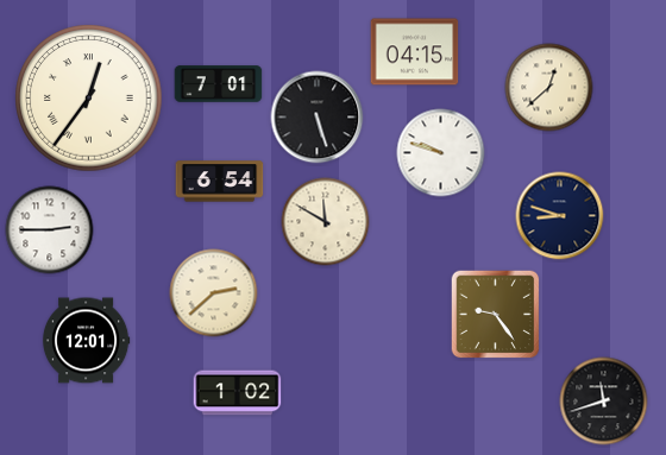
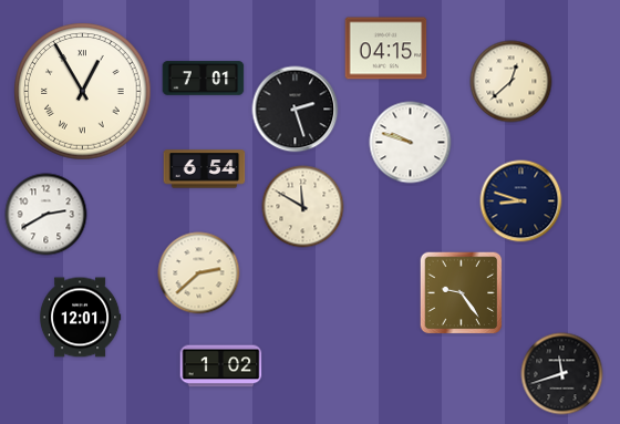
clock at (89, 99): 12:36 -> 12:55
clock at (318, 118): 5:27 -> 2:27
clock at (50, 230): 2:45 -> 2:40
